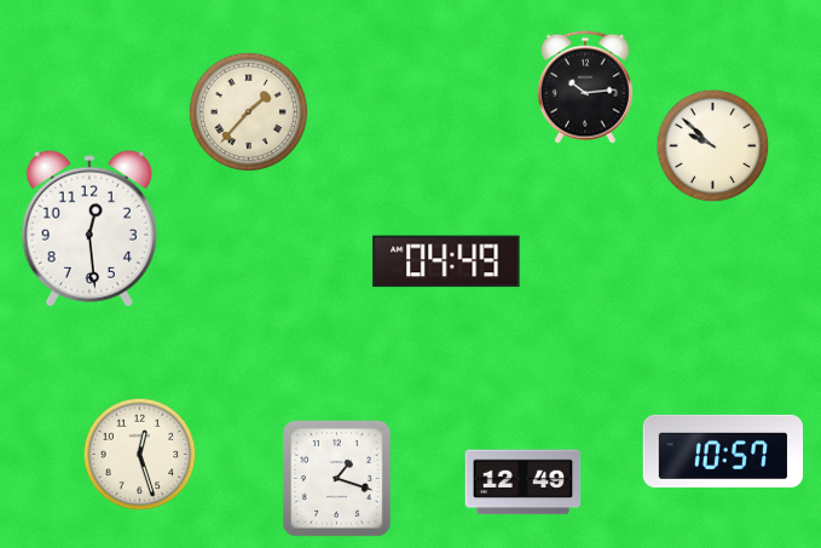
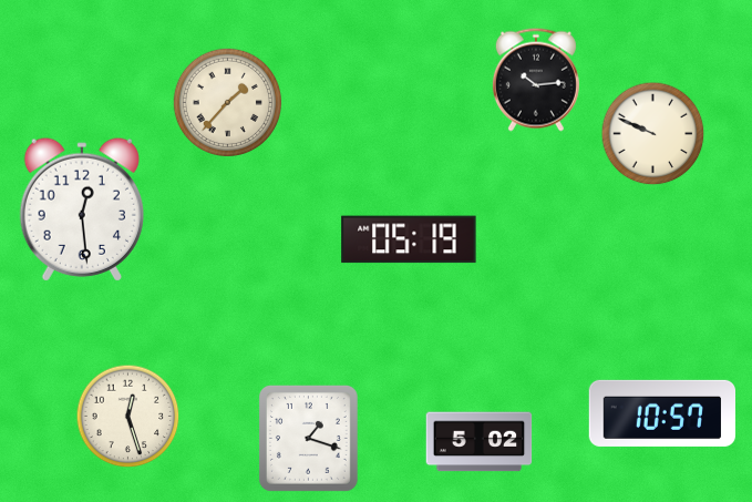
clock at (713, 146): 9:52 -> 9:49
clock at (446, 261): 04:49 -> 05:19
clock at (524, 483): 12:49 -> 5:02
